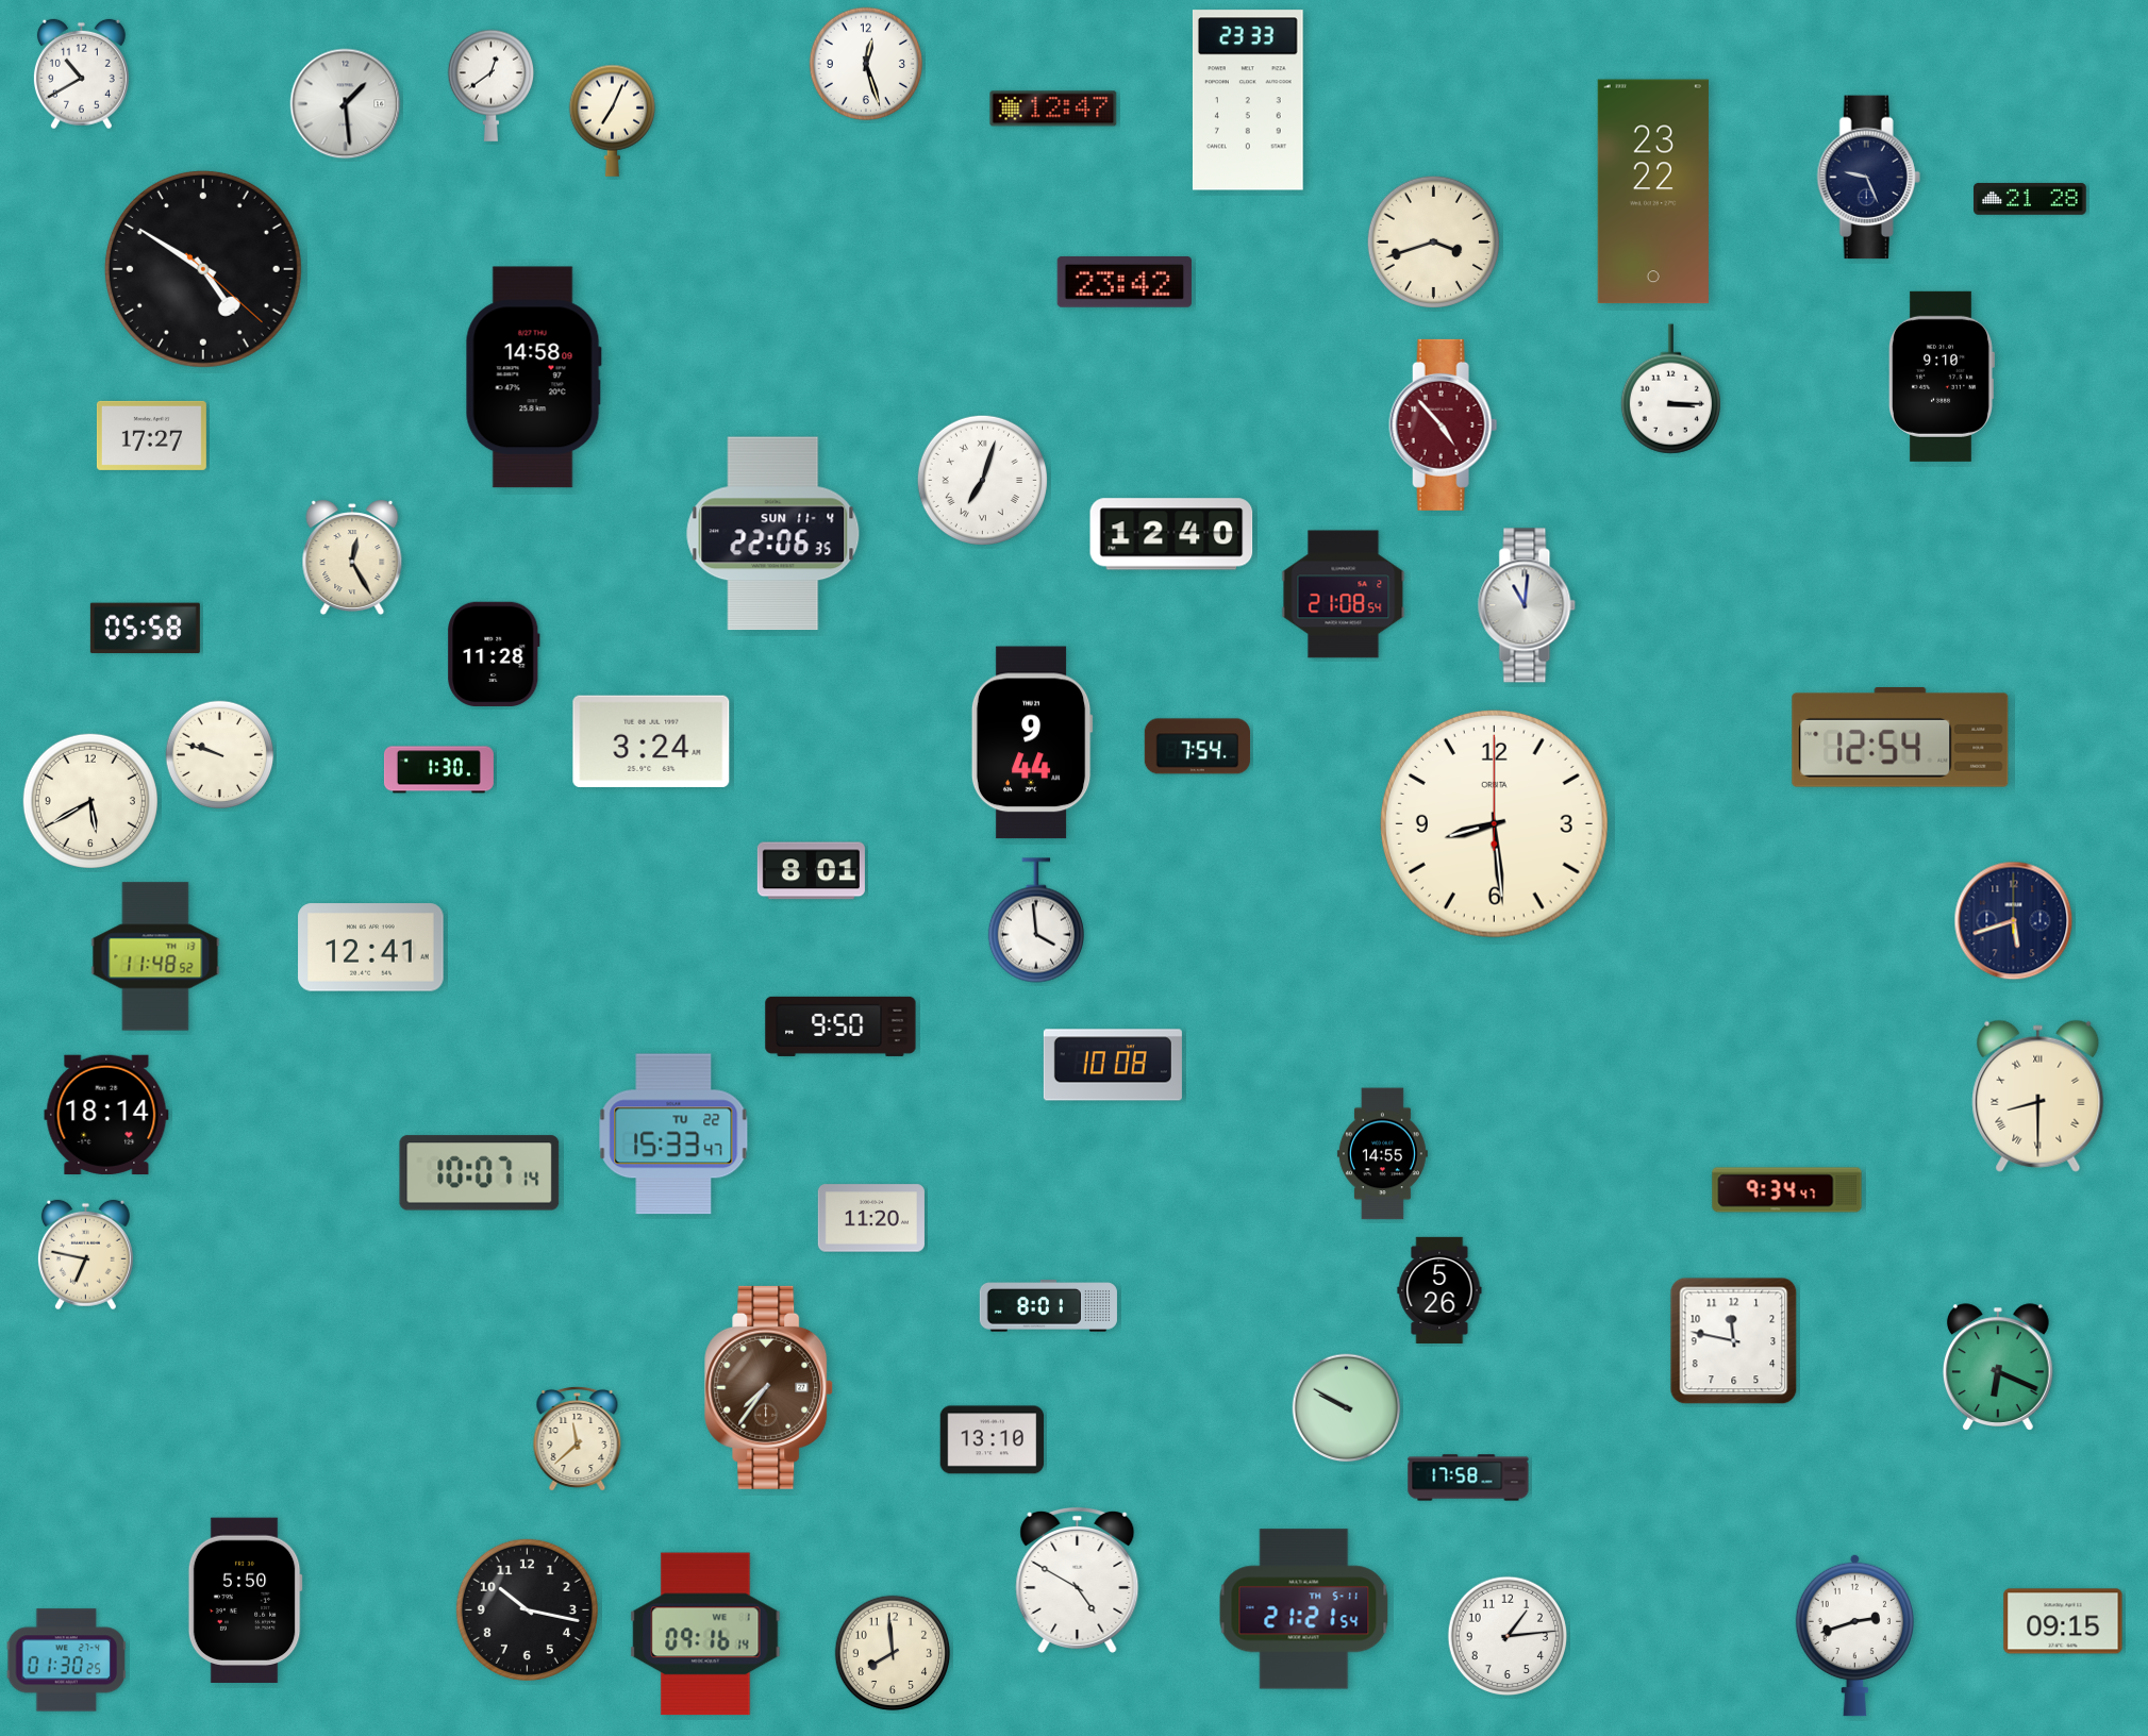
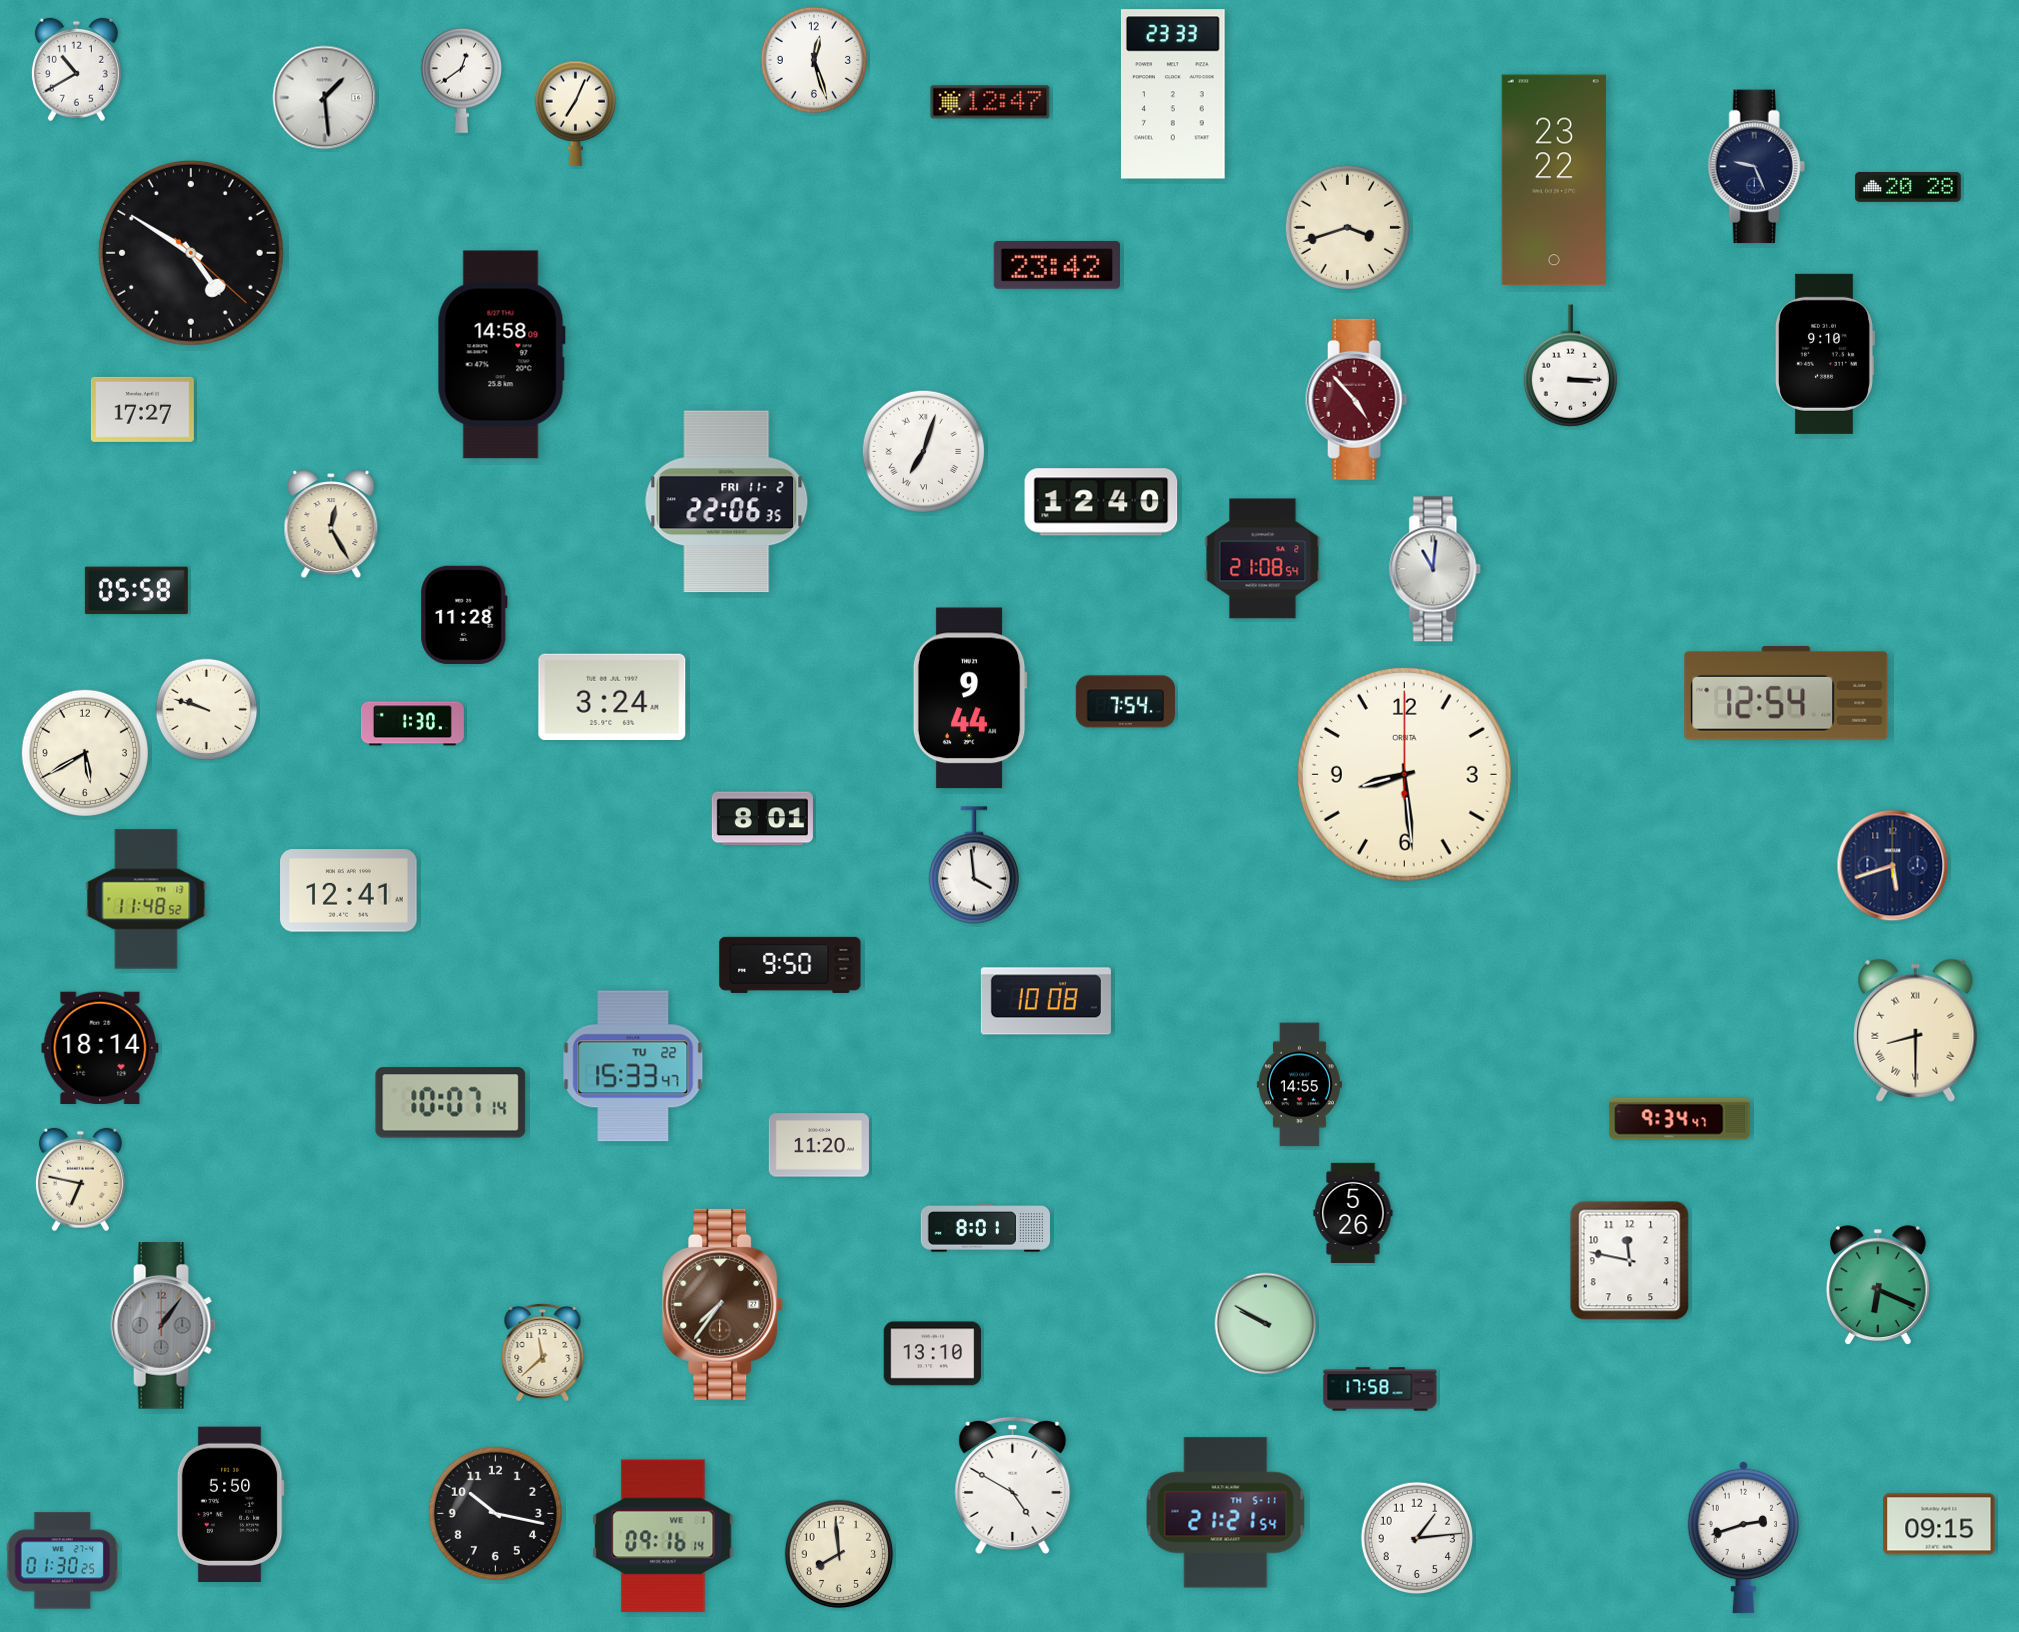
clock at (2030, 199): 21:28 -> 20:28
clock at (773, 534) date: SUN 11-4 -> FRI 11-2
clock at (164, 1326): none -> 1:06
